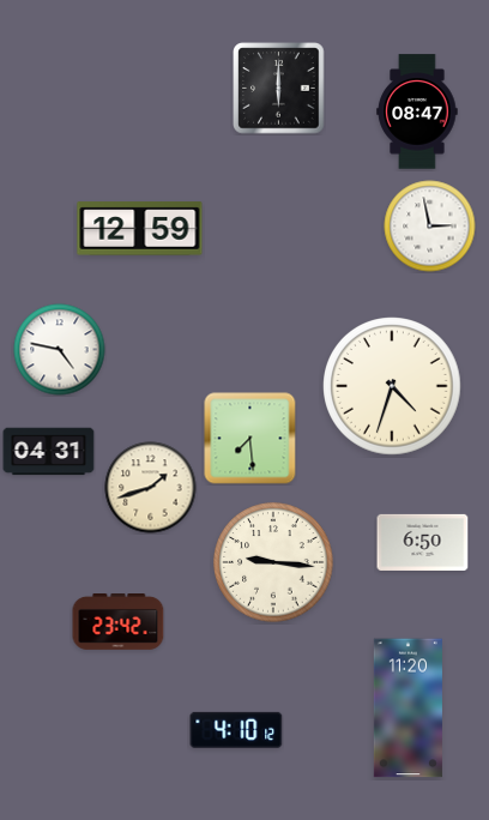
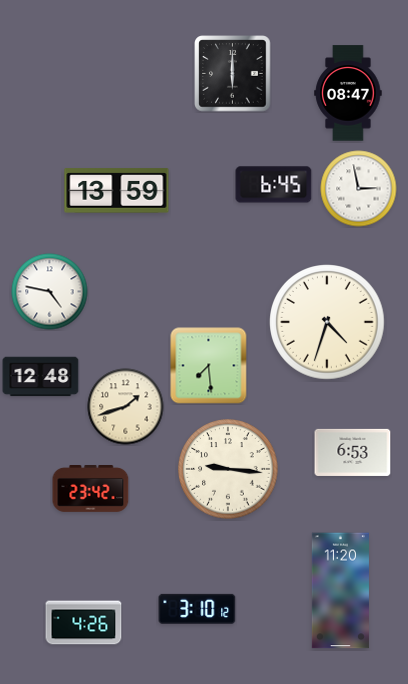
clock at (274, 185): none -> 6:45
clock at (140, 229): 12:59 -> 13:59
clock at (49, 452): 04:31 -> 12:48
clock at (423, 542): 6:50 -> 6:53
clock at (119, 622) position: (119, 622) -> (91, 489)
clock at (236, 730): 4:10 -> 3:10
clock at (84, 623): none -> 4:26
